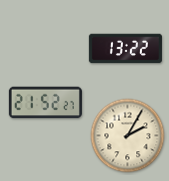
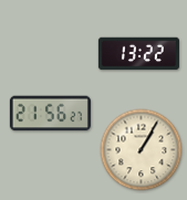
clock at (45, 103): 21:52 -> 21:56
clock at (128, 136): 2:05 -> 1:05
